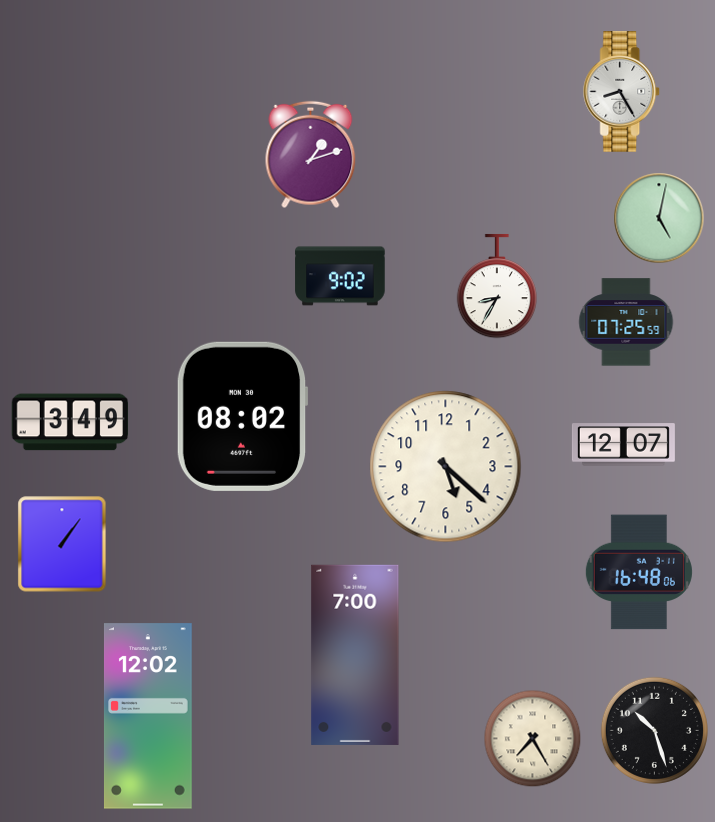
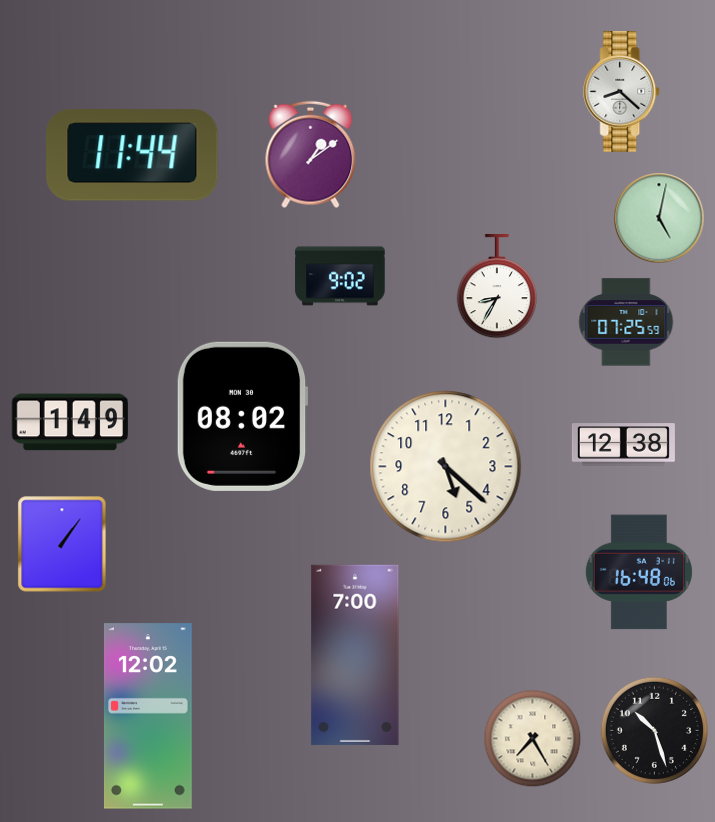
clock at (622, 92): 8:25 -> 8:22
clock at (132, 155): none -> 11:44
clock at (311, 155): 1:12 -> 1:09
clock at (69, 422): 3:49 -> 1:49
clock at (623, 445): 12:07 -> 12:38
